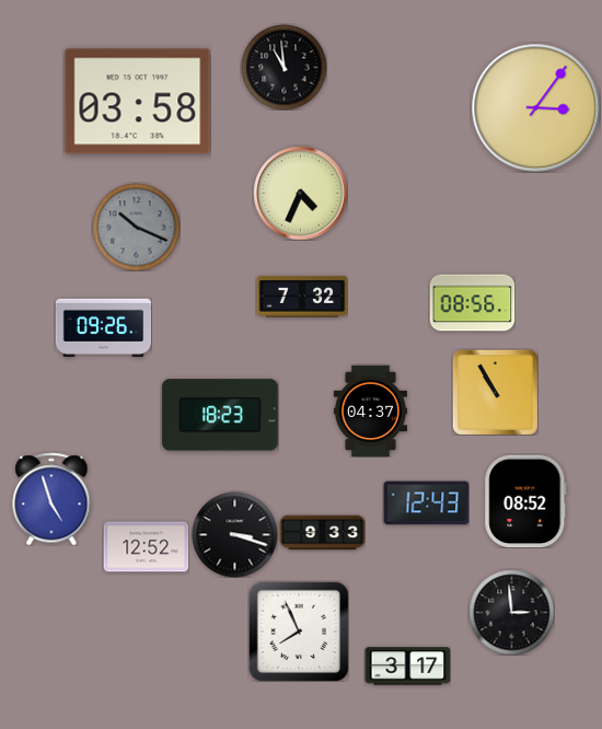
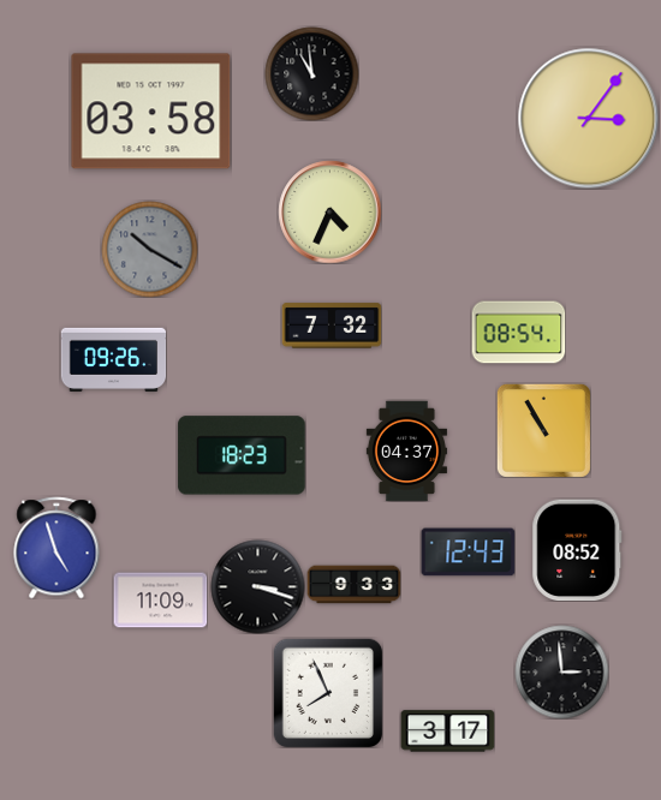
clock at (136, 227): 10:19 -> 10:20
clock at (472, 303): 08:56 -> 08:54
clock at (146, 547): 12:52 -> 11:09
